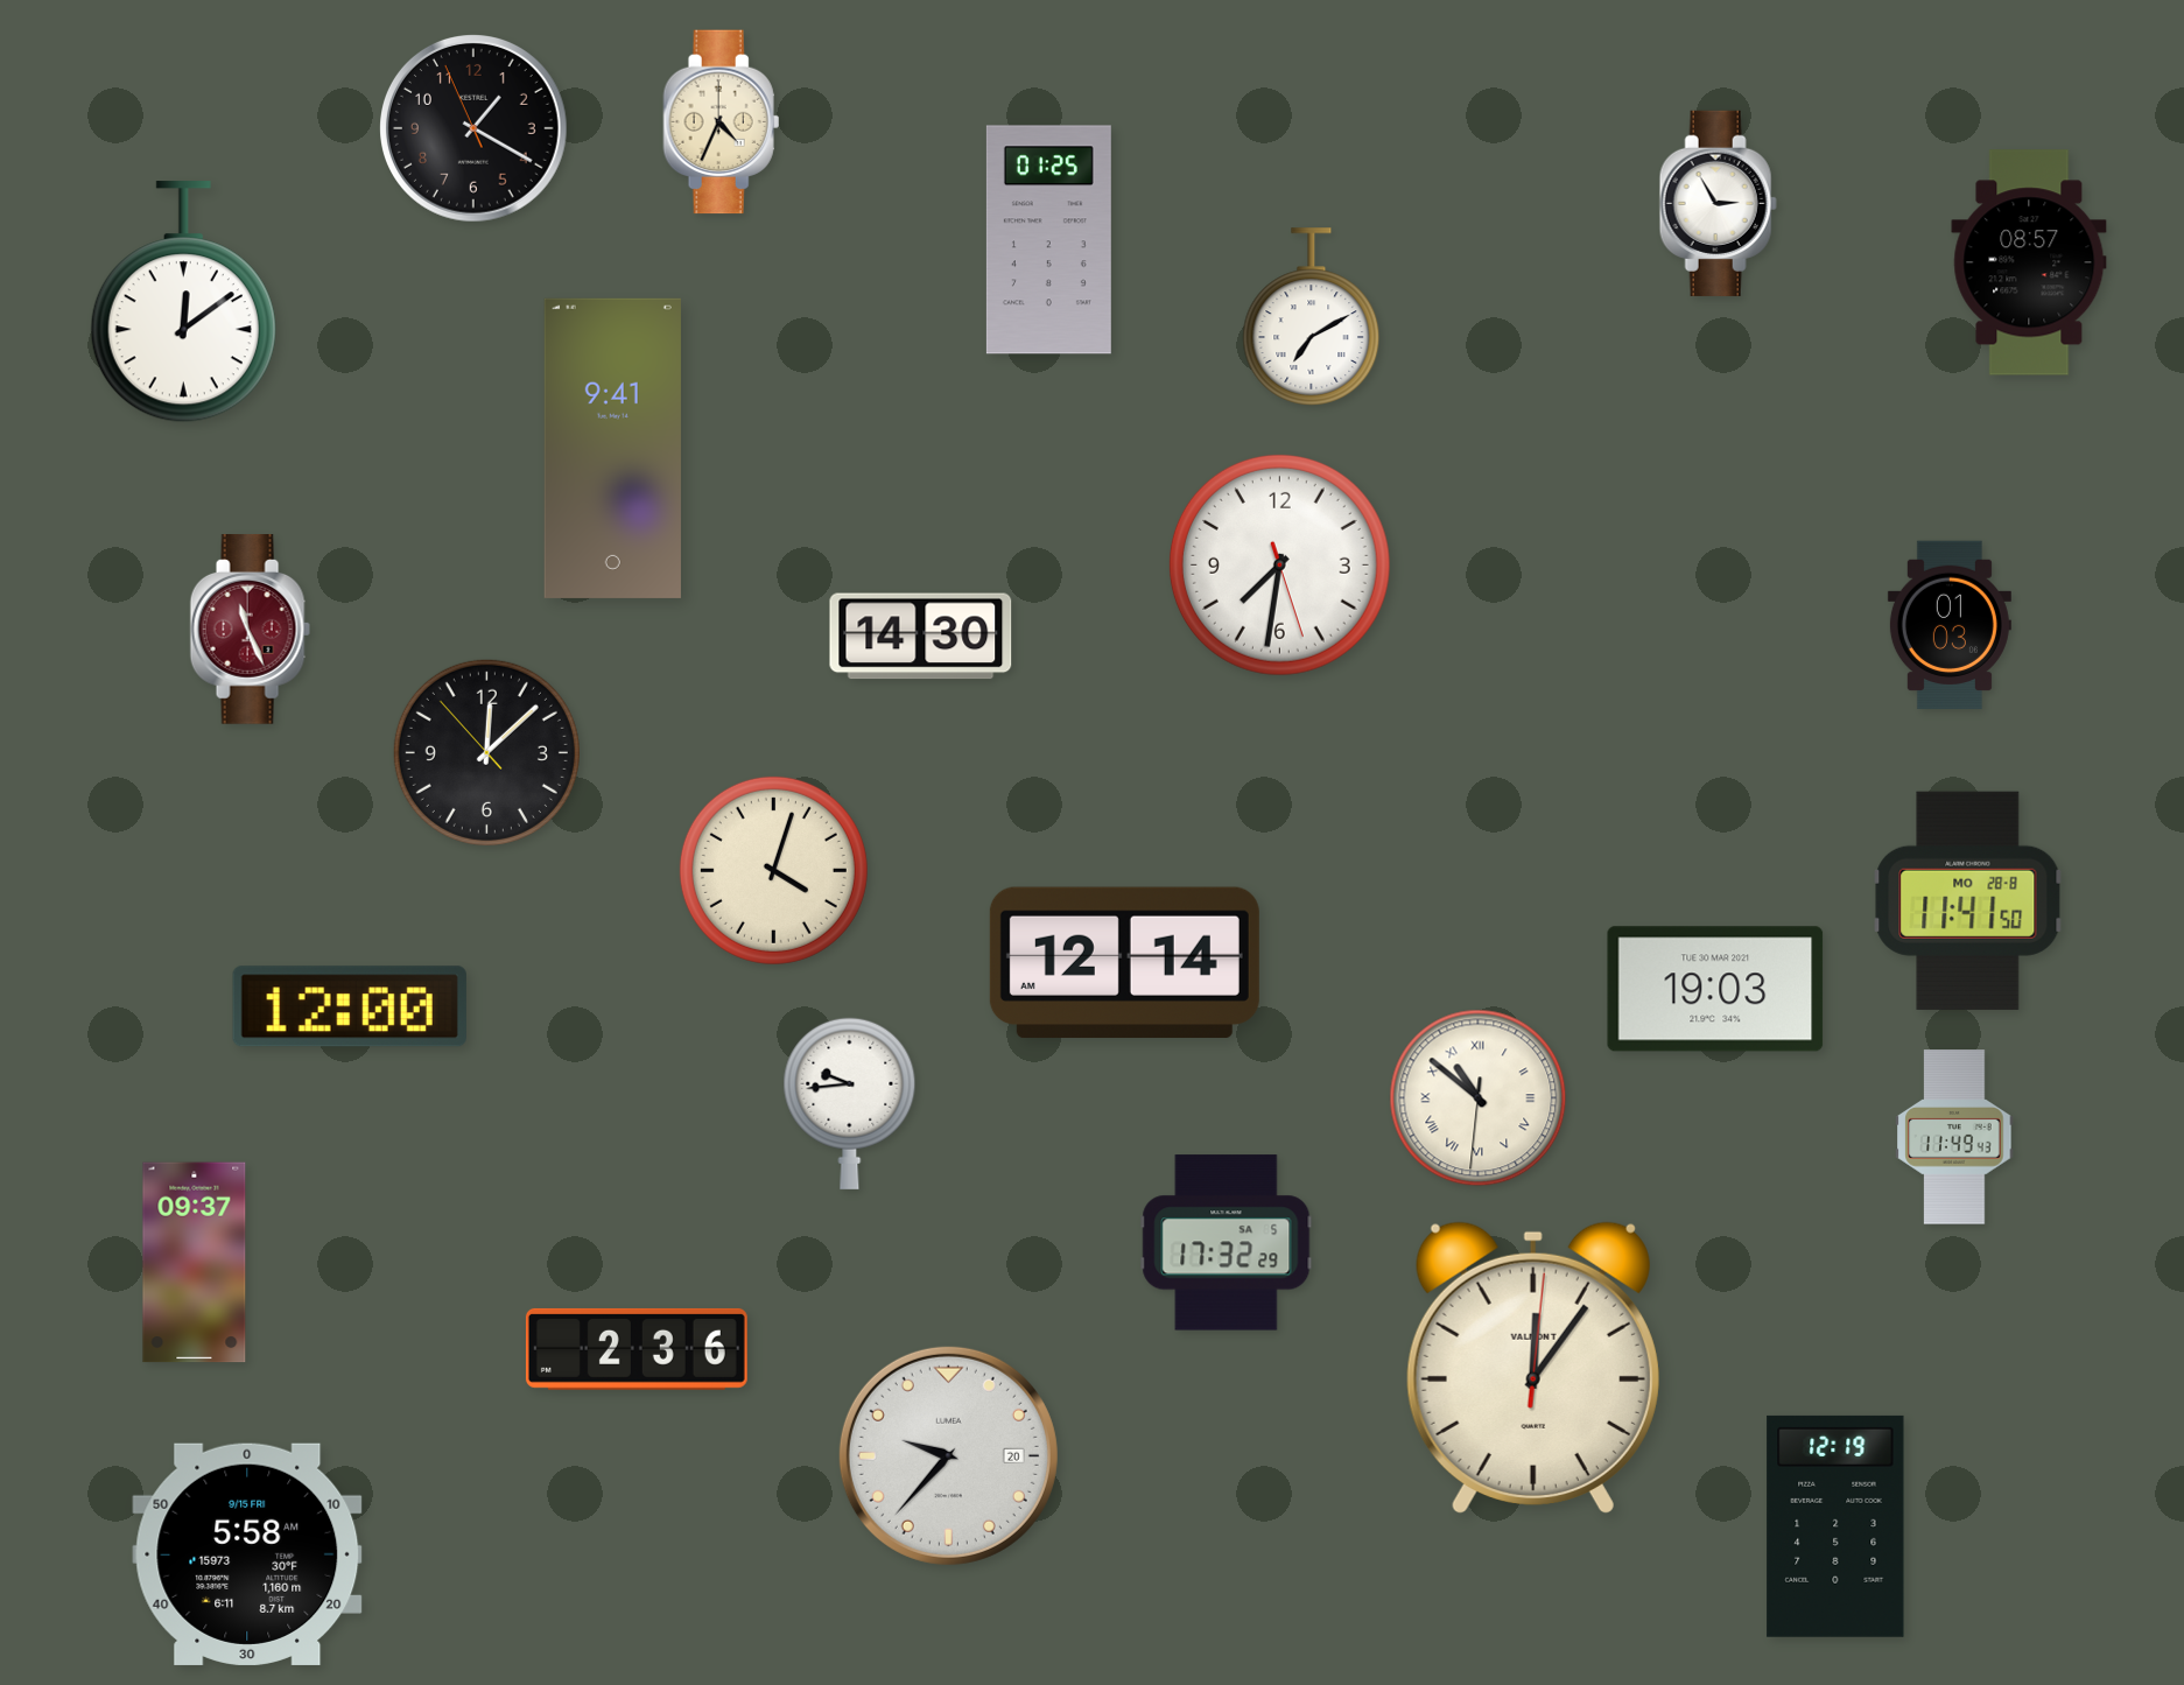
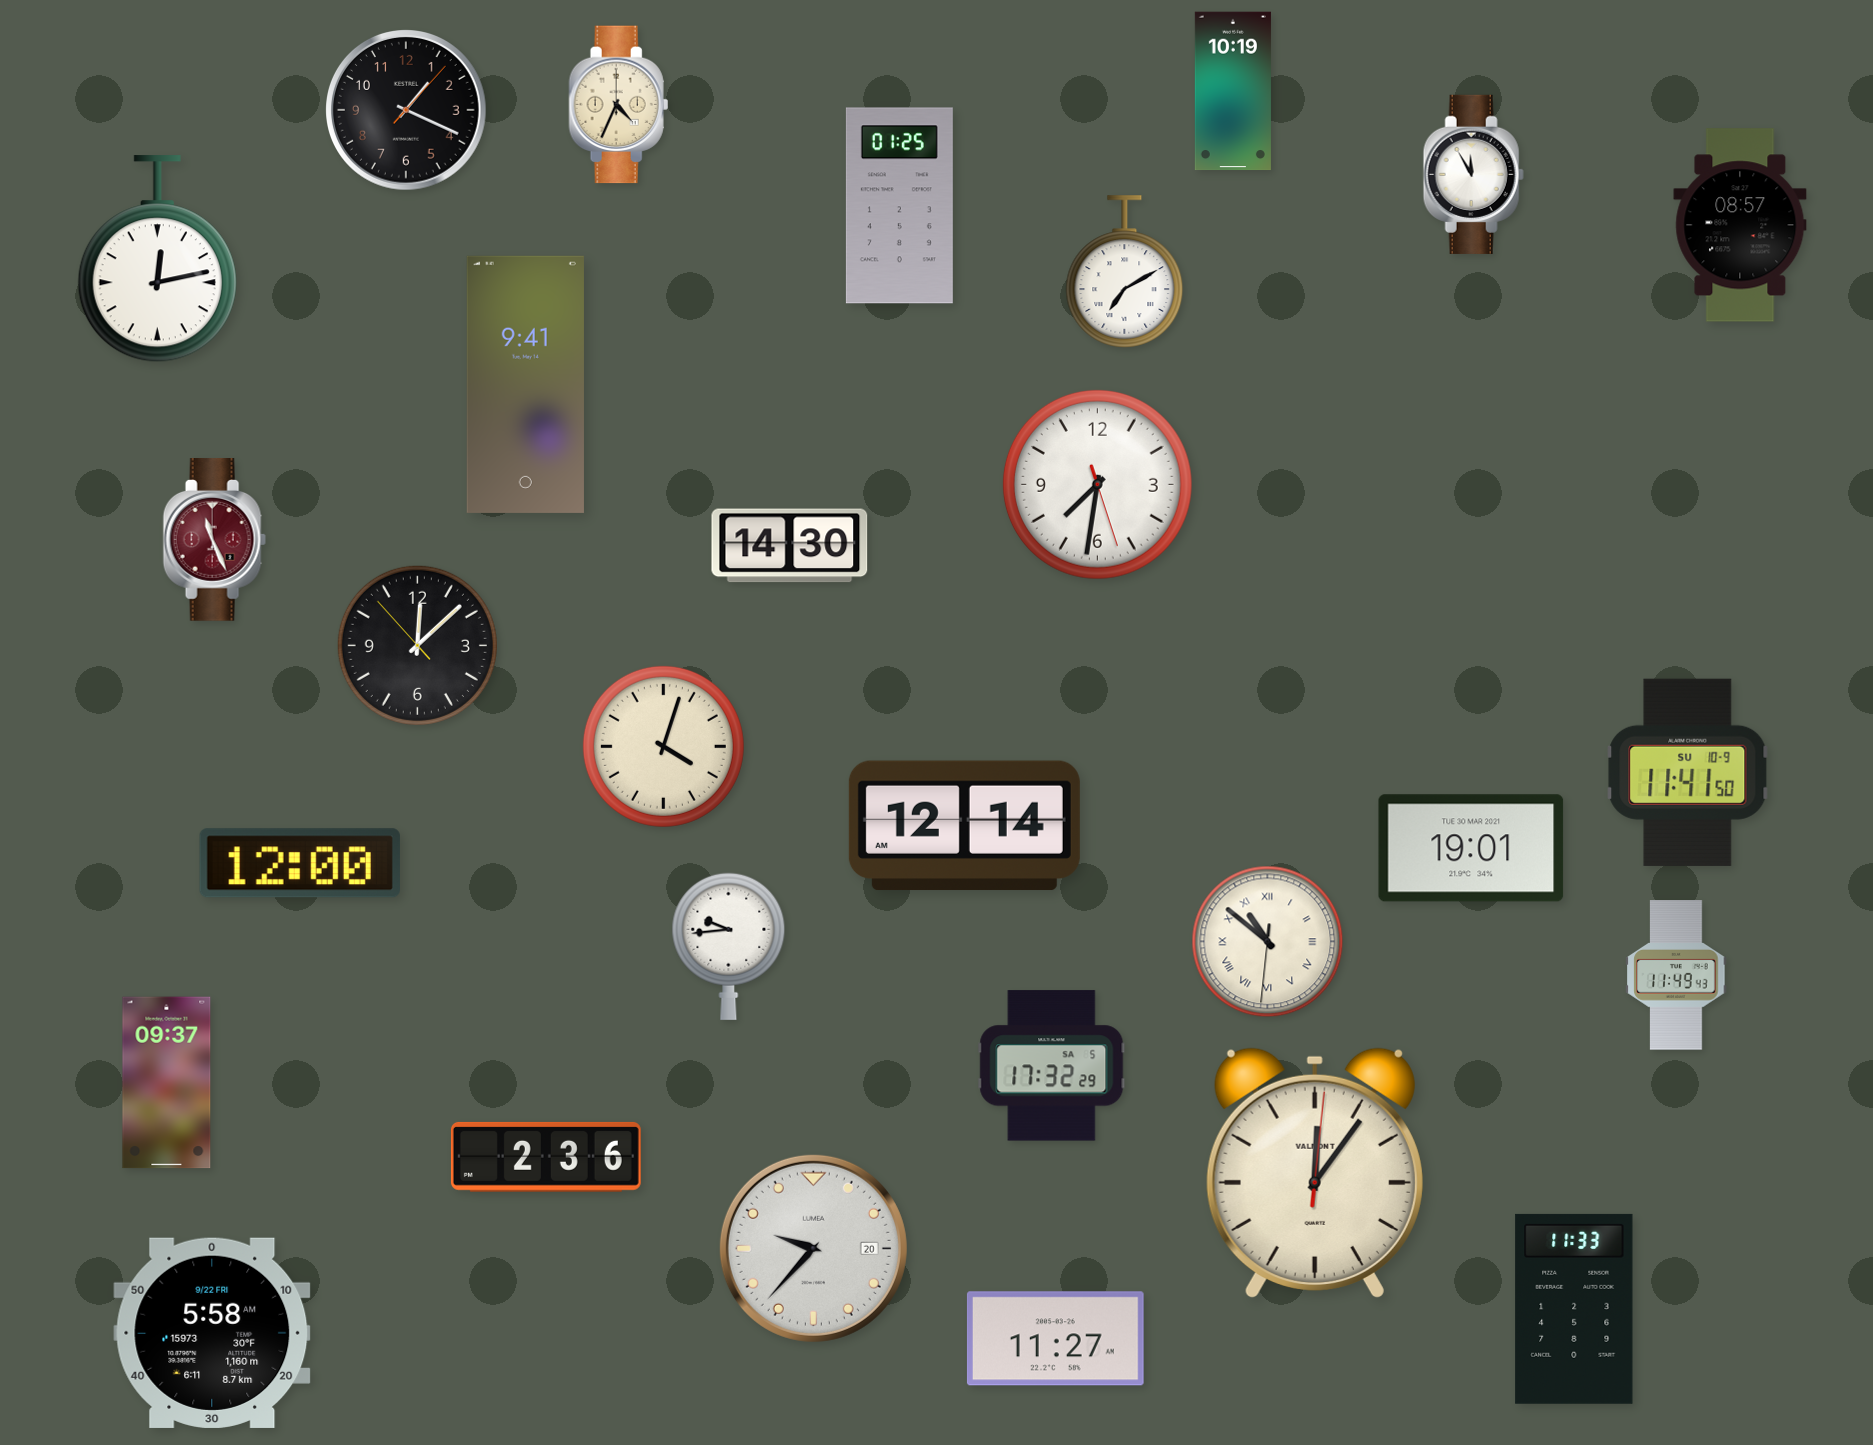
clock at (1233, 91): none -> 10:19
clock at (475, 129): 1:19:56 -> 1:19:07
clock at (1718, 203): 2:55 -> 11:55
clock at (183, 302): 12:09 -> 12:13
clock at (1950, 625): 01:03 -> none
clock at (1968, 900) date: MO 28-8 -> SU 10-9
clock at (1715, 989): 19:03 -> 19:01
clock at (1835, 1526): 12:19 -> 11:33
clock at (247, 1554) date: 9/15 FRI -> 9/22 FRI
clock at (1055, 1339): none -> 11:27
